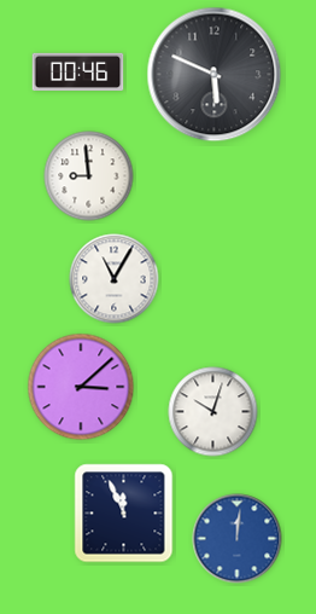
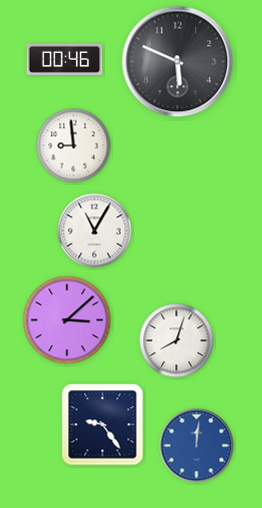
clock at (213, 412): 10:03 -> 8:03
clock at (124, 514): 11:56 -> 9:24
